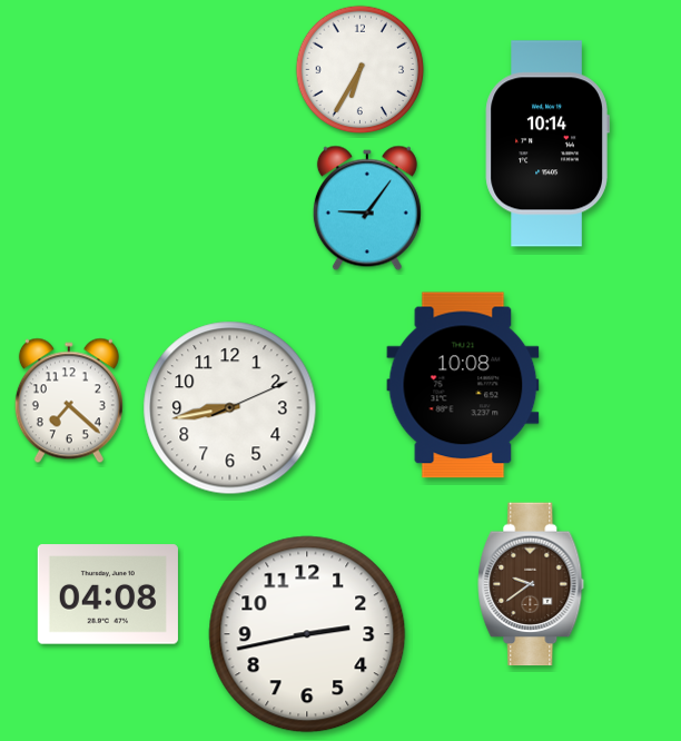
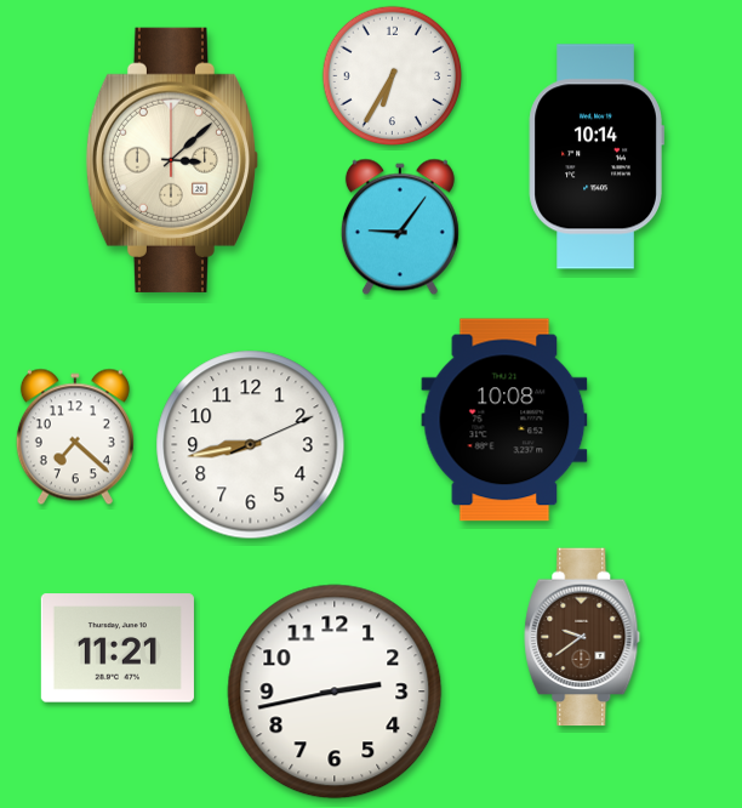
clock at (172, 160): none -> 3:08
clock at (531, 584) position: (531, 584) -> (582, 637)
clock at (108, 594): 04:08 -> 11:21
